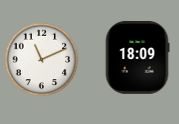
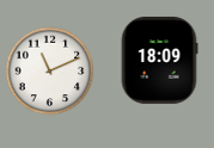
clock at (137, 57) position: (137, 57) -> (159, 60)
